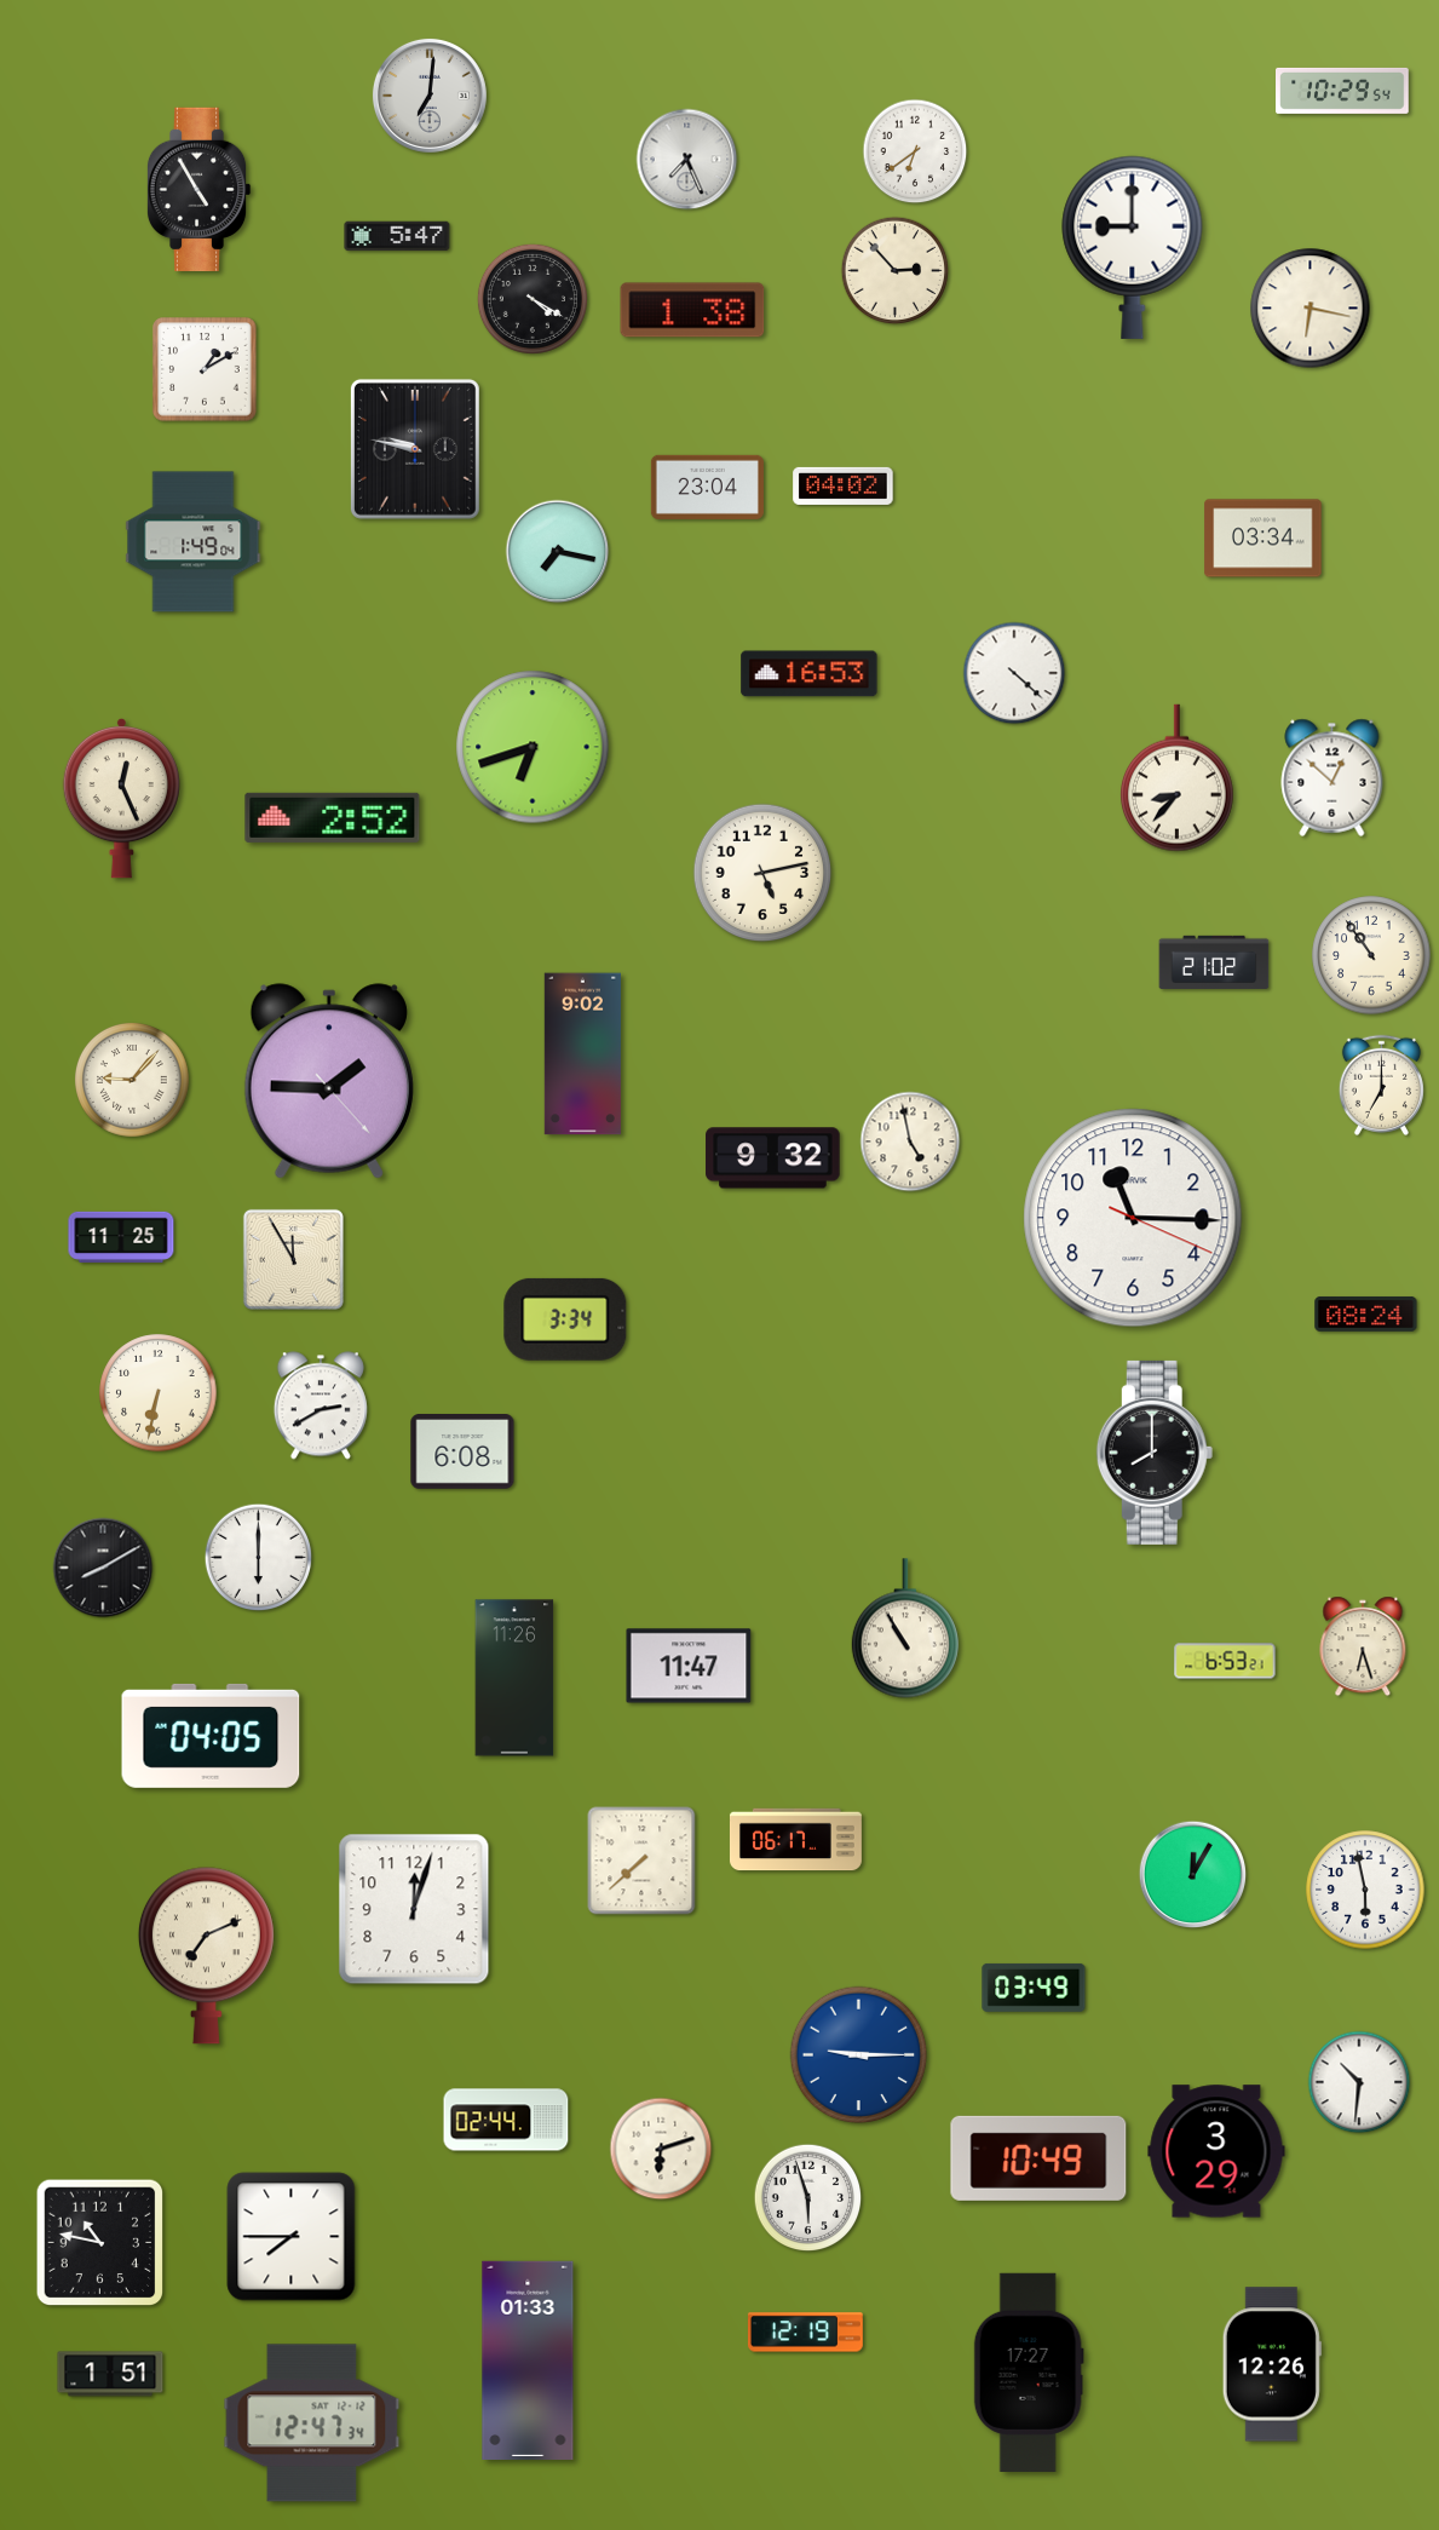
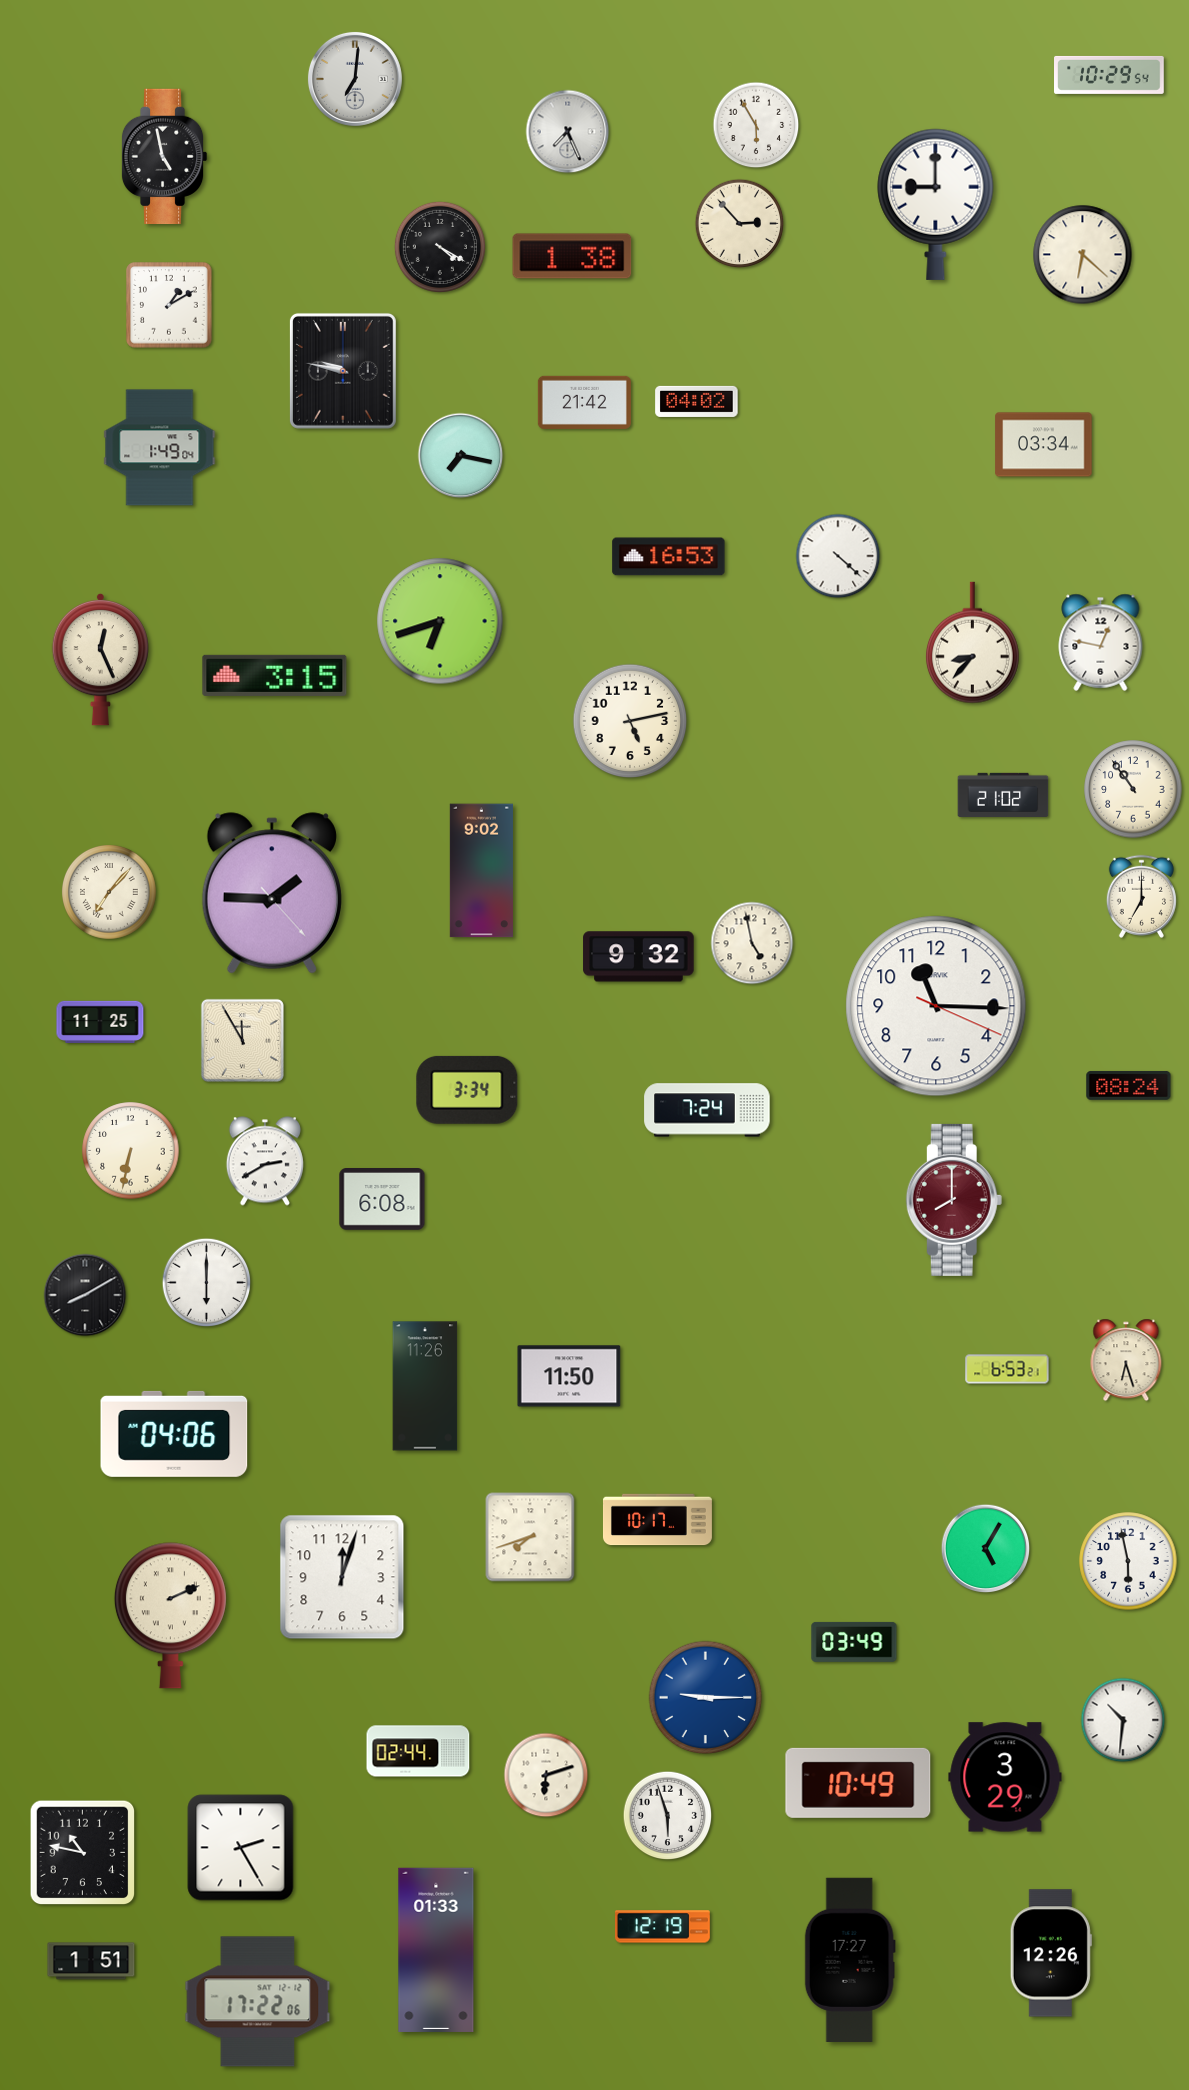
clock at (915, 151): 6:39 -> 5:55
clock at (198, 189): 4:55 -> 4:58
clock at (397, 236): 5:47 -> none
clock at (1311, 309): 6:17 -> 6:22
clock at (707, 487): 23:04 -> 21:42
clock at (533, 747) position: (533, 747) -> (440, 621)
clock at (1332, 777): 12:52 -> 12:47
clock at (333, 817): 2:52 -> 3:15
clock at (133, 1081): 9:07 -> 7:07
clock at (707, 1110): none -> 7:24
clock at (1155, 1453) dial: black -> burgundy
clock at (259, 1558) position: (259, 1558) -> (207, 1283)
clock at (905, 1628): 10:55 -> none
clock at (1225, 1661) position: (1225, 1661) -> (1007, 1369)
clock at (689, 1666): 11:47 -> 11:50
clock at (211, 1736): 04:05 -> 04:06
clock at (795, 1840): 06:17 -> 10:17
clock at (641, 1861): 7:38 -> 7:42
clock at (1193, 1875): 12:05 -> 5:05
clock at (206, 1956): 7:11 -> 2:11
clock at (859, 2055) position: (859, 2055) -> (706, 1698)
clock at (292, 2237): 7:45 -> 2:25
clock at (805, 2333) position: (805, 2333) -> (662, 1927)
clock at (312, 2423): 12:47 -> 17:22
